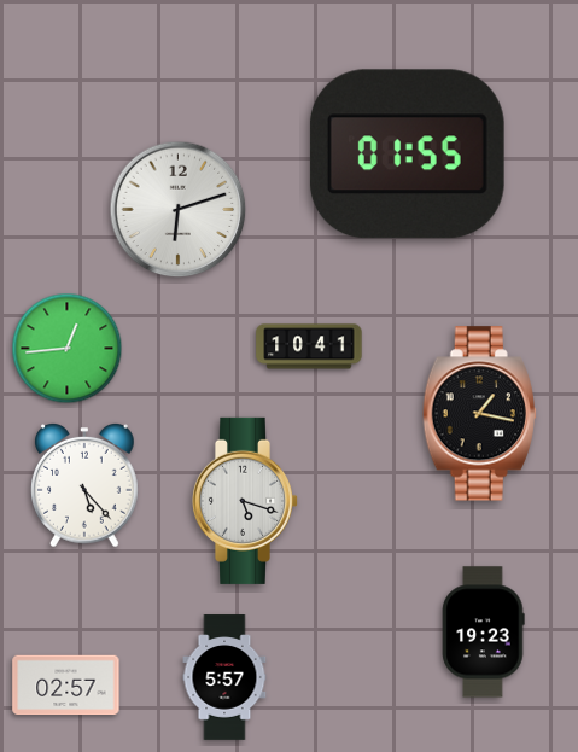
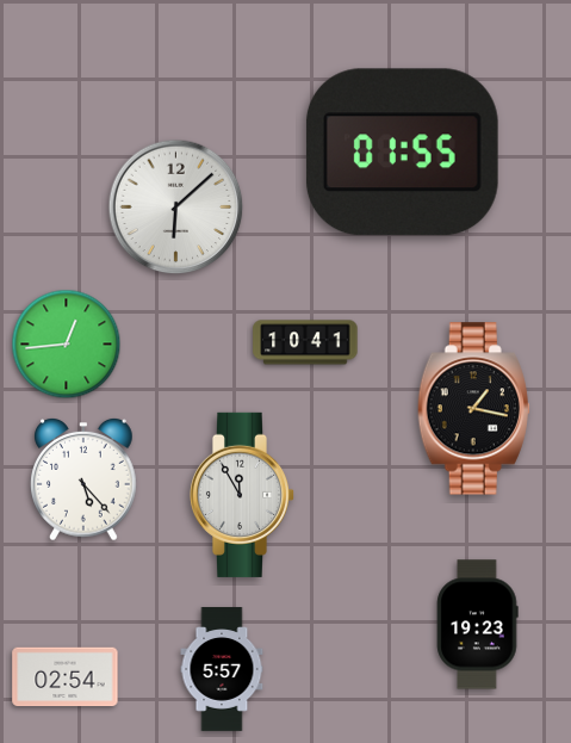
clock at (179, 210): 6:12 -> 6:08
clock at (245, 501): 5:18 -> 11:55
clock at (66, 686): 02:57 -> 02:54
